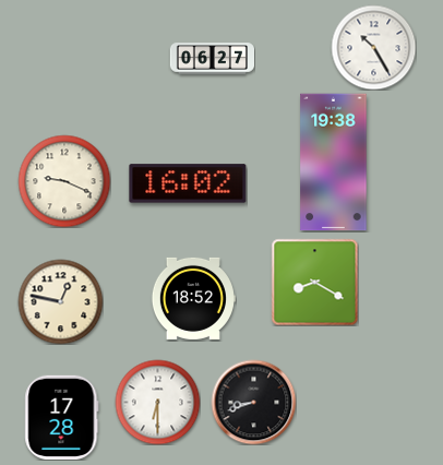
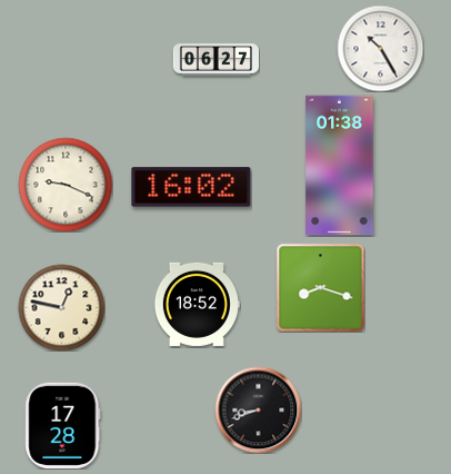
clock at (334, 163): 19:38 -> 01:38
clock at (314, 282): 8:20 -> 8:18
clock at (157, 402): 6:30 -> none
